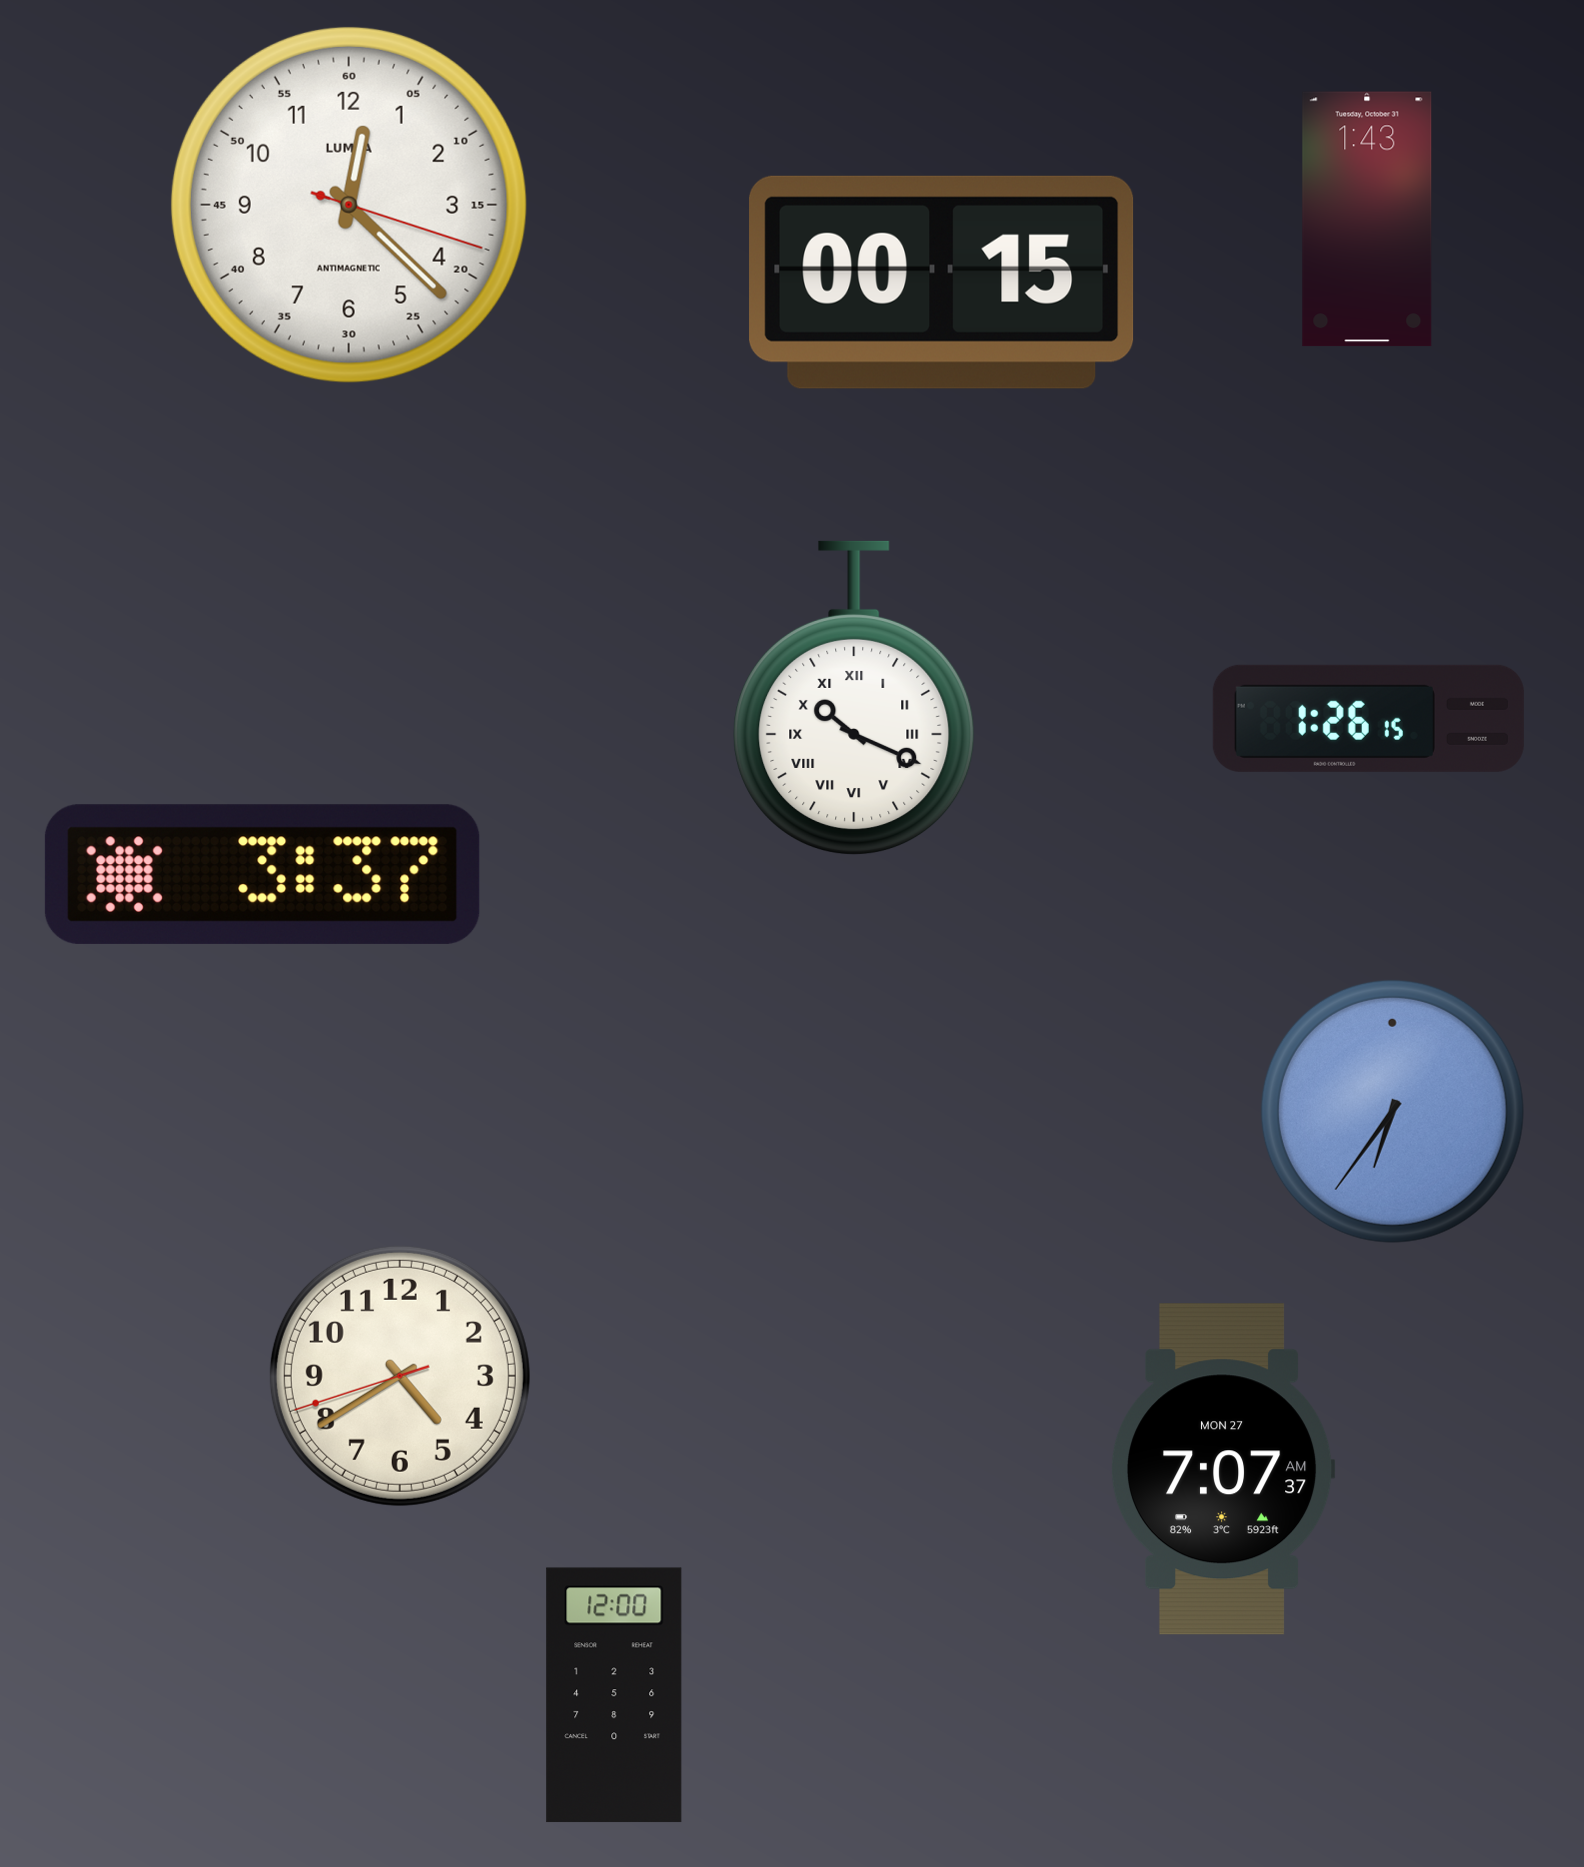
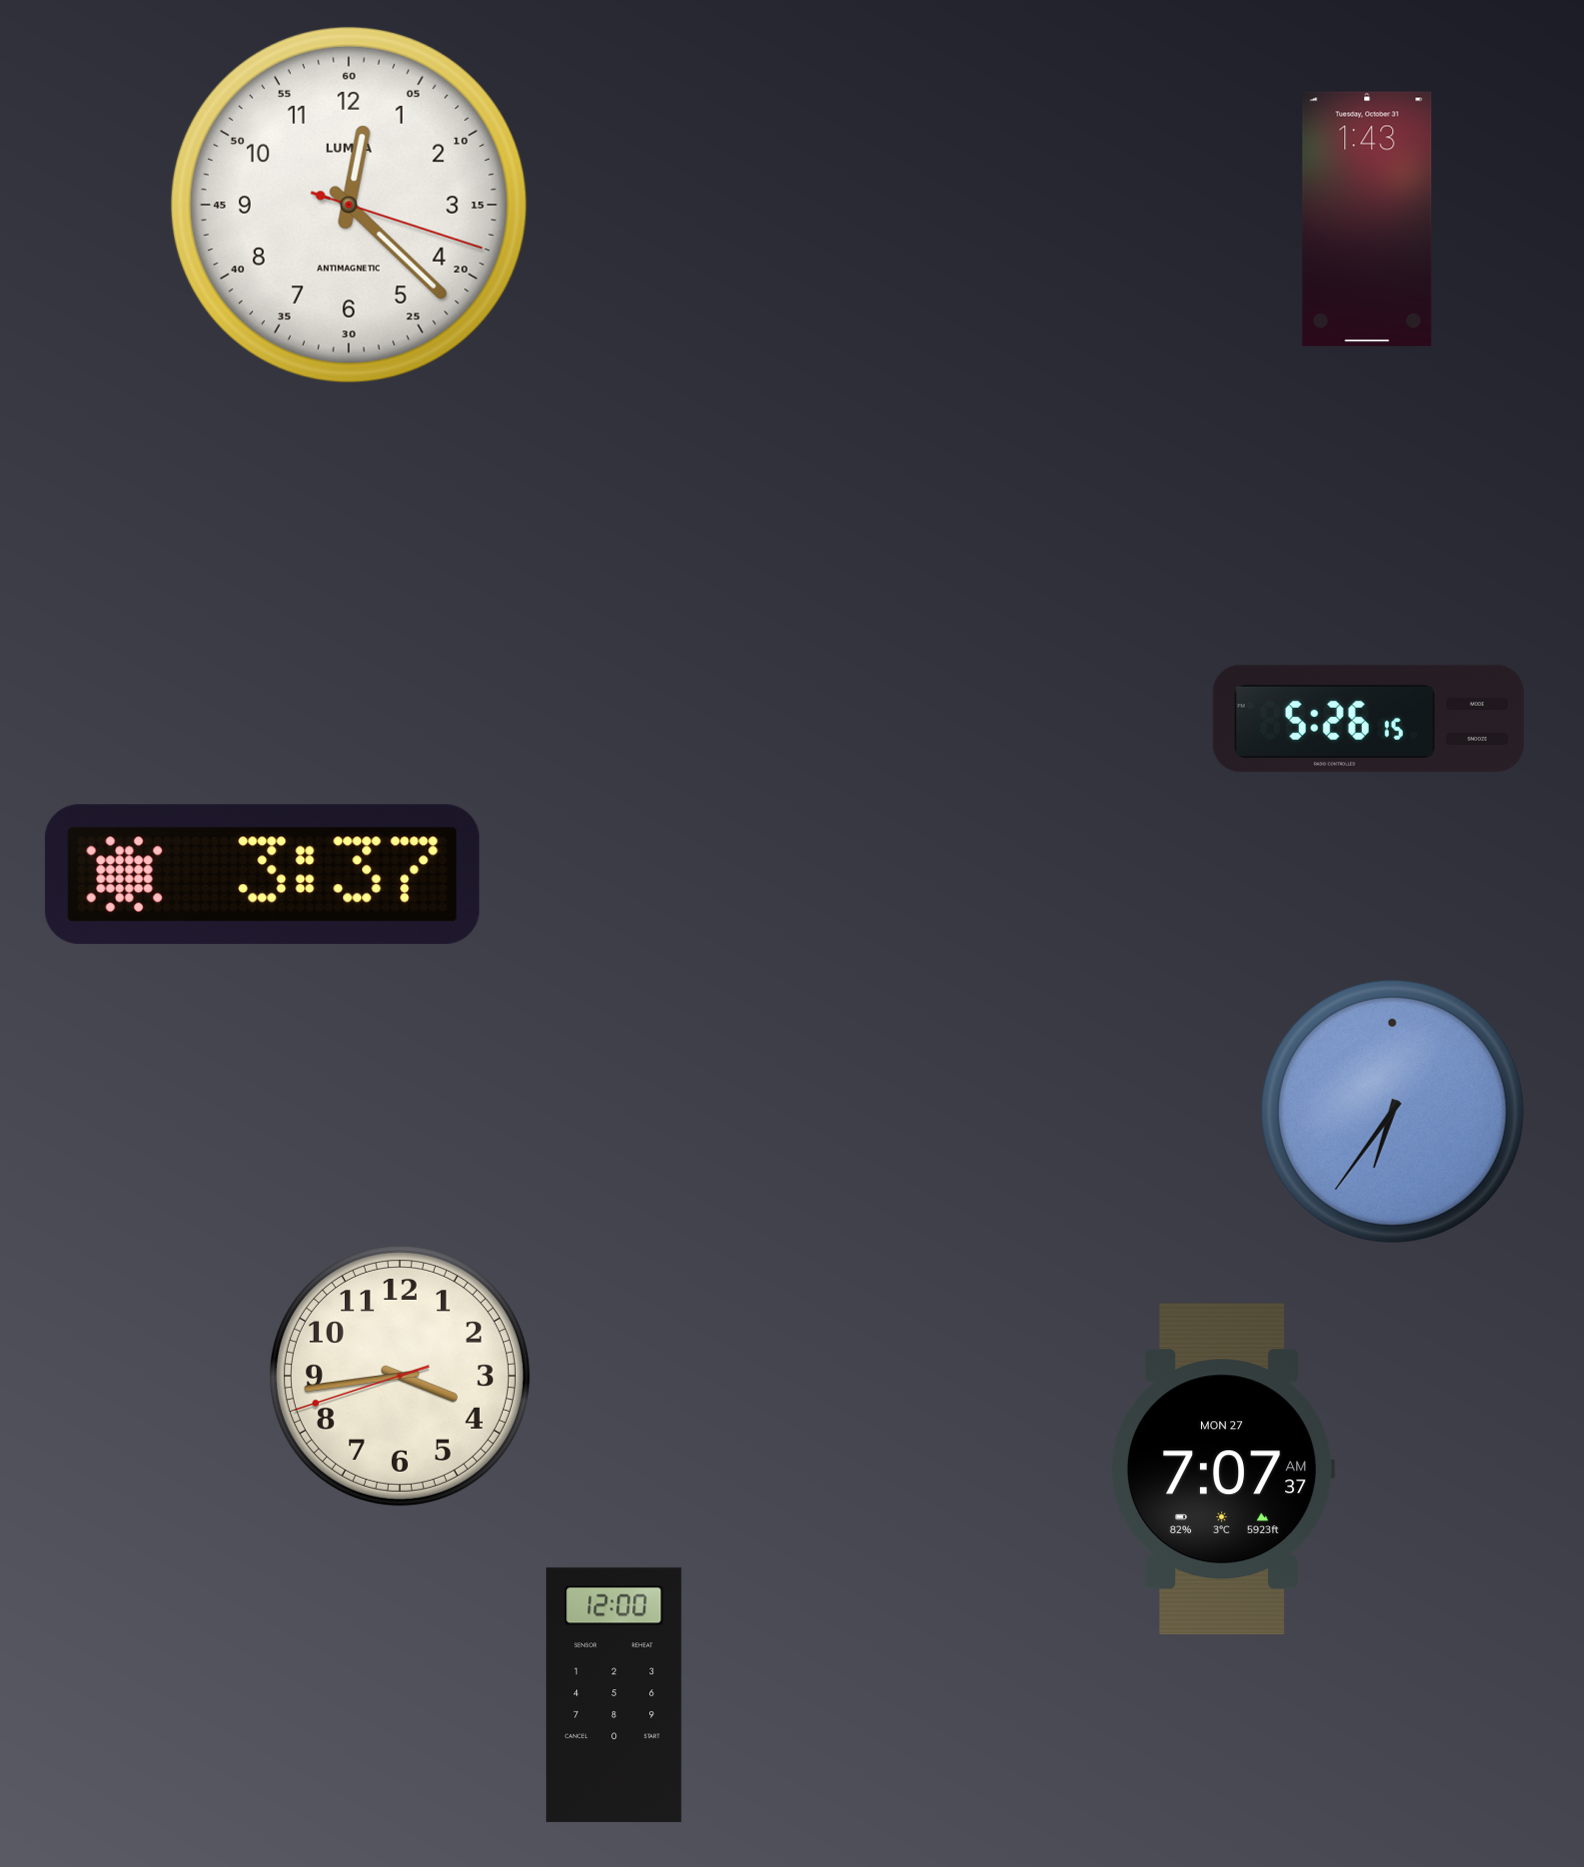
clock at (942, 282): 00:15 -> none
clock at (854, 698): 10:19 -> none
clock at (1368, 718): 1:26 -> 5:26
clock at (400, 1376): 4:39 -> 3:43
